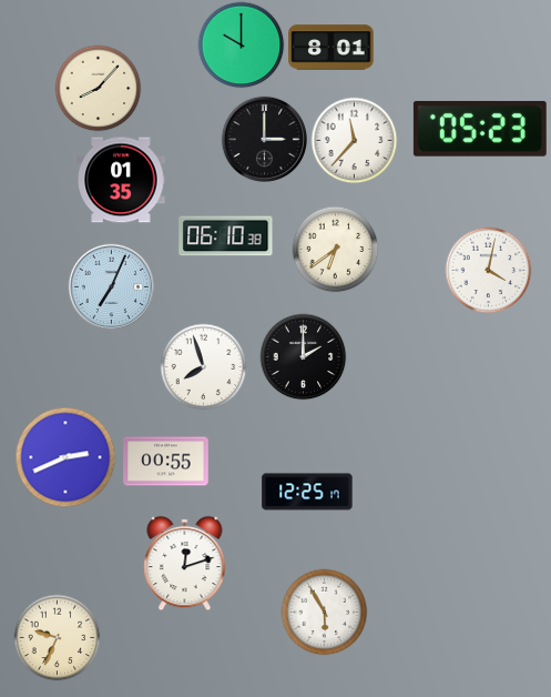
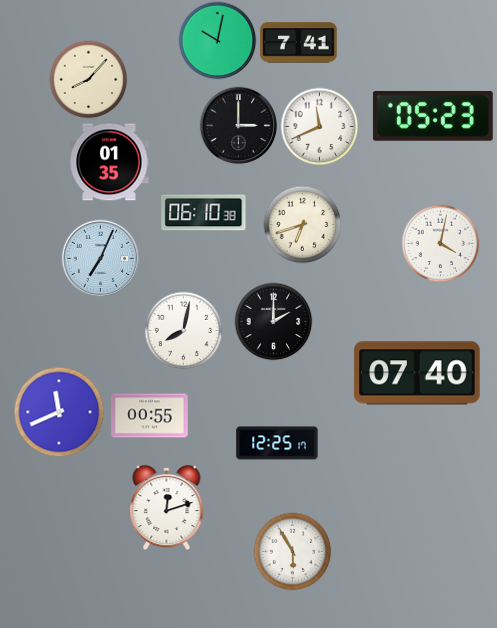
clock at (241, 44): 10:00 -> 10:02
clock at (331, 48): 8:01 -> 7:41
clock at (354, 140): 11:37 -> 11:41
clock at (335, 249): 6:39 -> 6:42
clock at (203, 366): 7:57 -> 8:02
clock at (417, 373): none -> 07:40
clock at (65, 457): 2:41 -> 11:41
clock at (57, 637): 9:34 -> none
